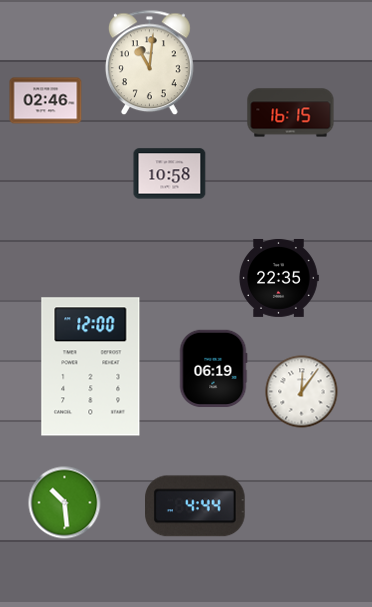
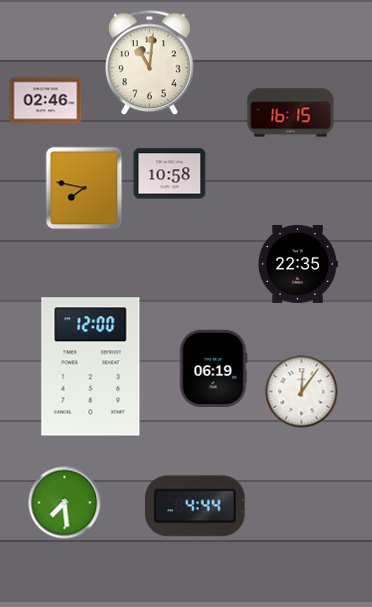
clock at (84, 188): none -> 7:47
clock at (279, 278) position: (279, 278) -> (298, 264)
clock at (65, 503): 10:29 -> 7:29
